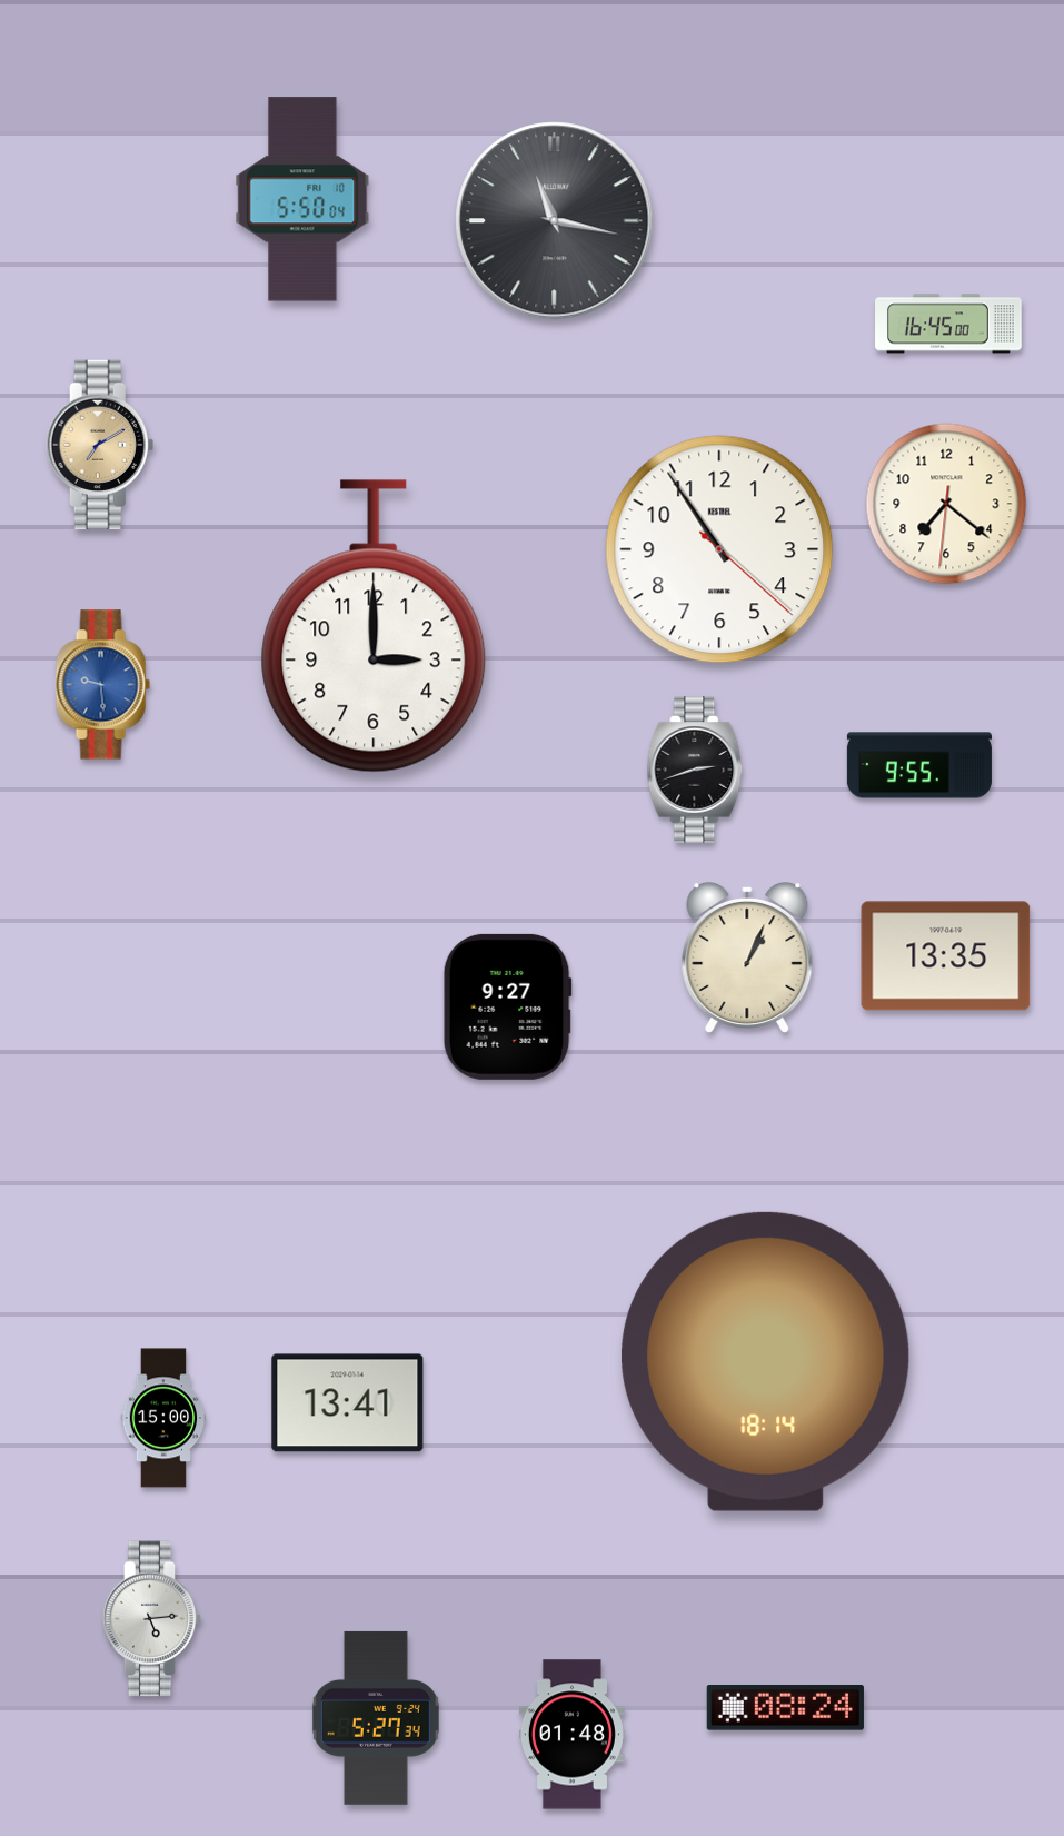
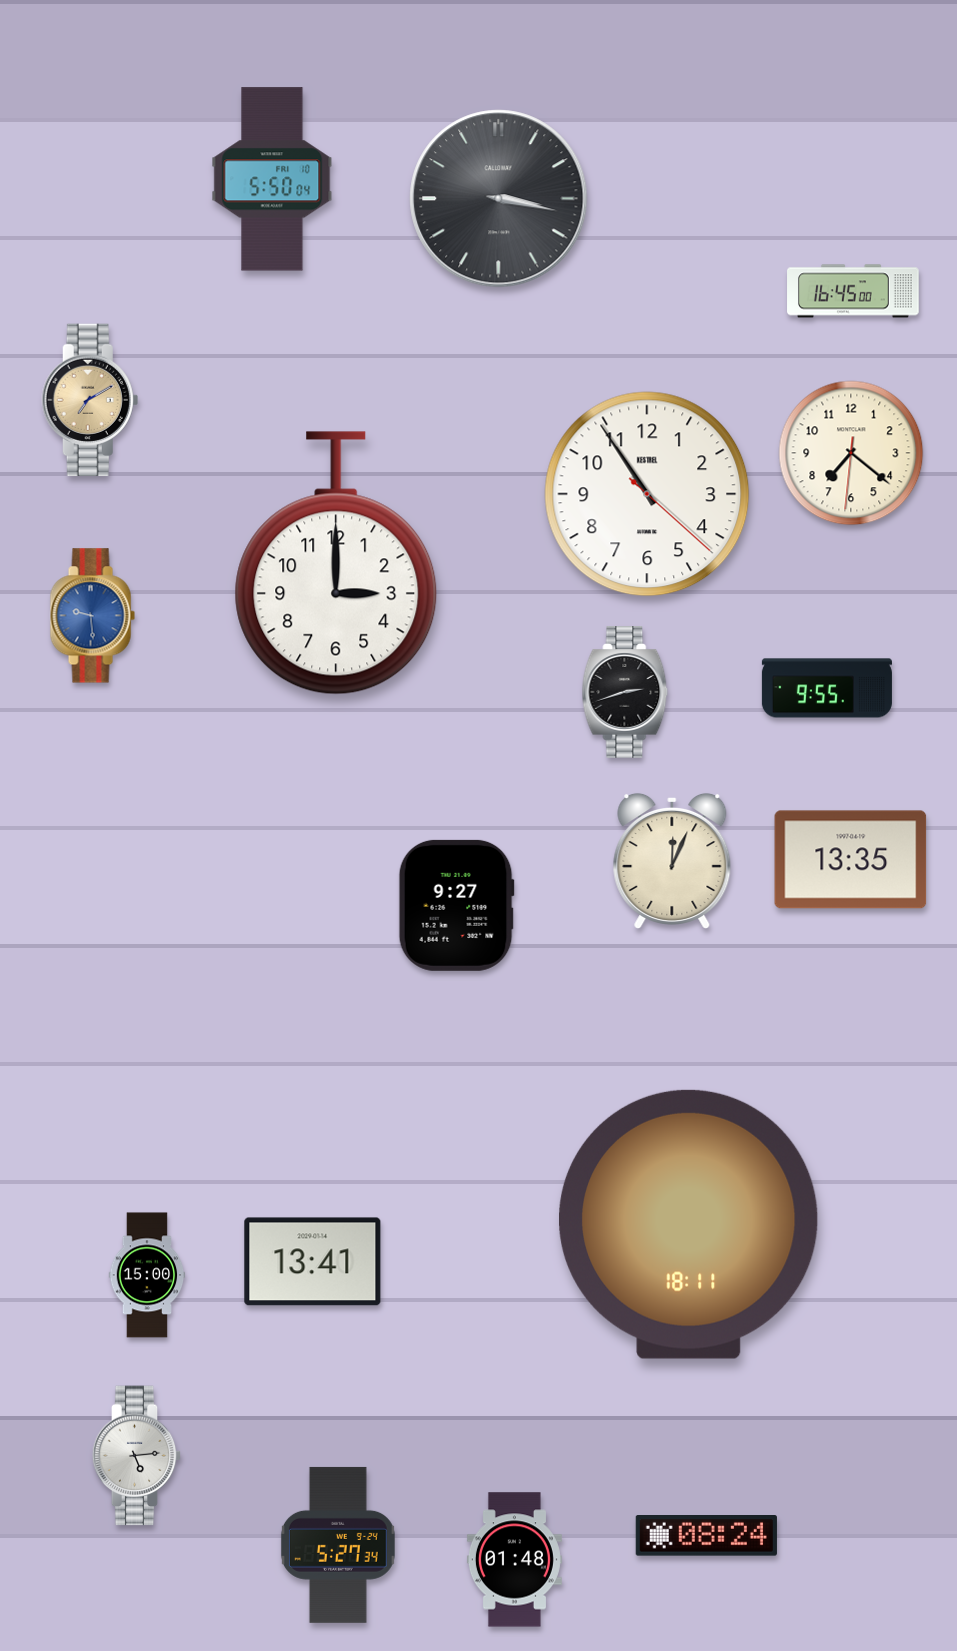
clock at (555, 221): 11:17 -> 3:17
clock at (747, 957): 1:04 -> 12:04
clock at (766, 1361): 18:14 -> 18:11
